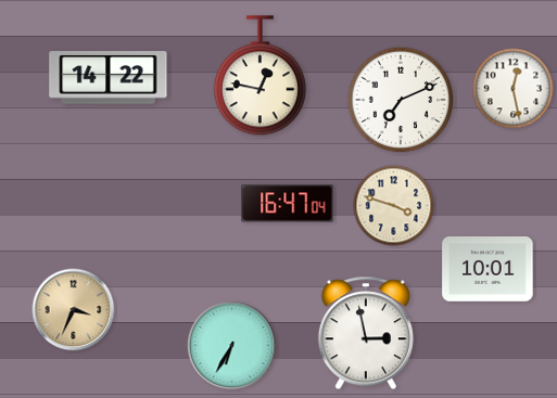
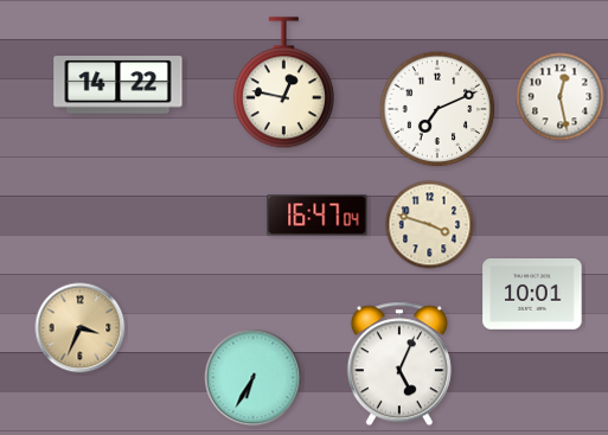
clock at (288, 204) position: (288, 204) -> (318, 216)
clock at (74, 310) position: (74, 310) -> (81, 328)
clock at (366, 333): 2:58 -> 5:04
